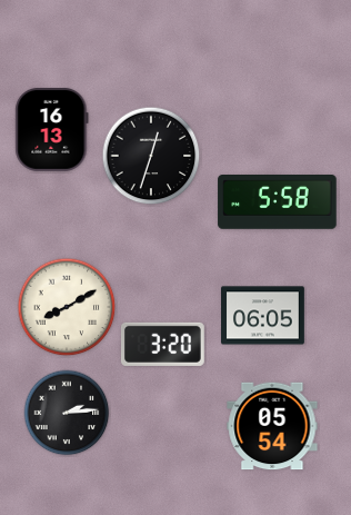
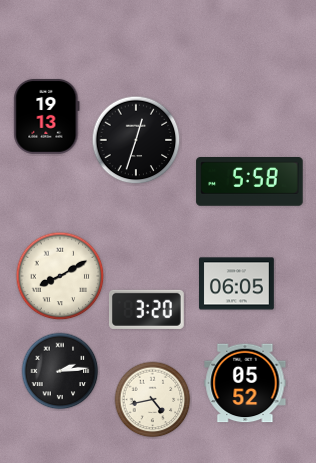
clock at (52, 129): 16:13 -> 19:13
clock at (272, 426): 05:54 -> 05:52
clock at (153, 400): none -> 4:43
